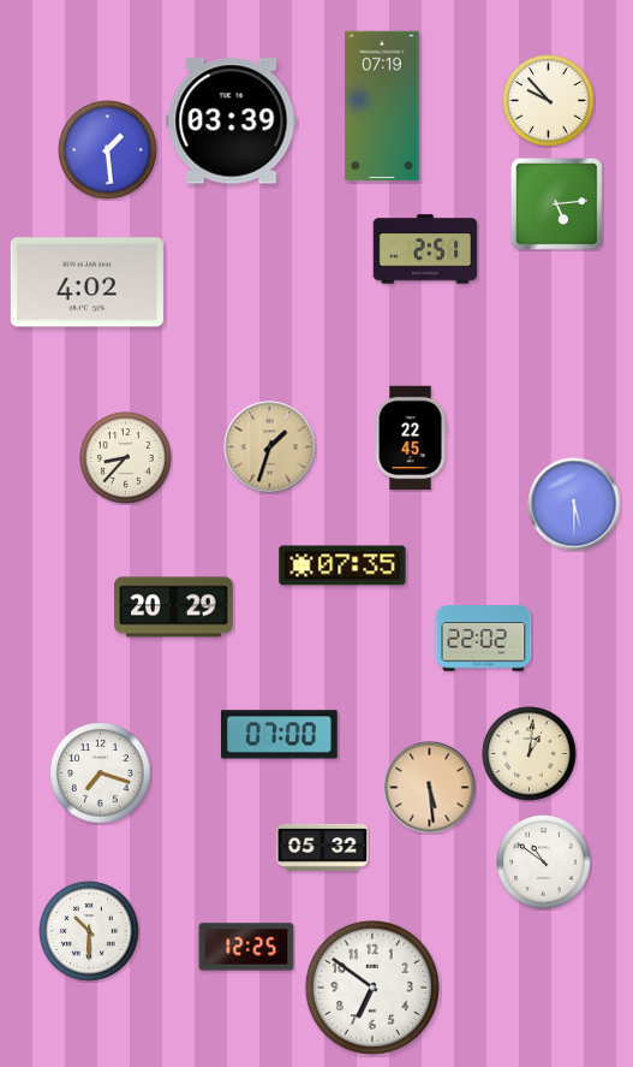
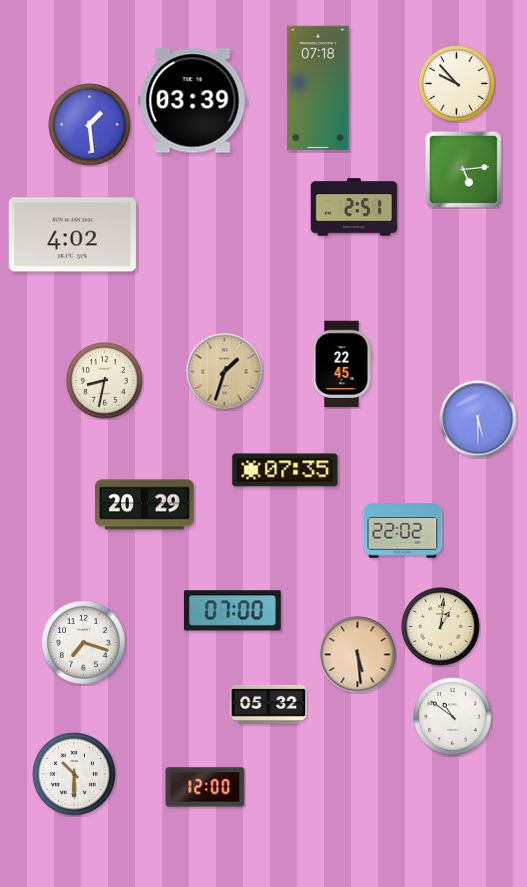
clock at (382, 106): 07:19 -> 07:18
clock at (126, 458): 8:37 -> 8:32
clock at (246, 947): 12:25 -> 12:00
clock at (372, 988): 6:51 -> none
